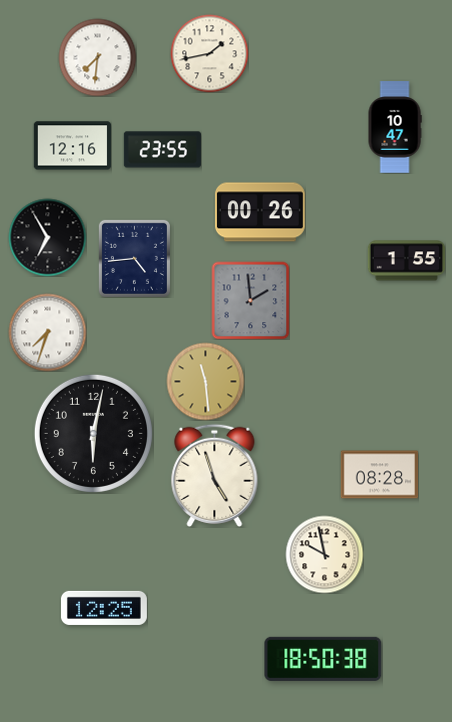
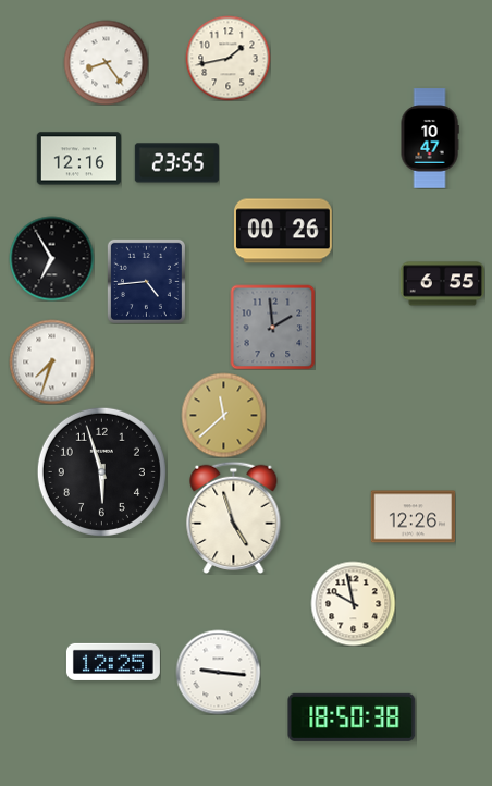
clock at (97, 57): 7:31 -> 8:24
clock at (406, 261): 1:55 -> 6:55
clock at (205, 381): 11:29 -> 11:38
clock at (93, 433): 6:02 -> 5:57
clock at (379, 475): 08:28 -> 12:26
clock at (218, 672): none -> 9:16
